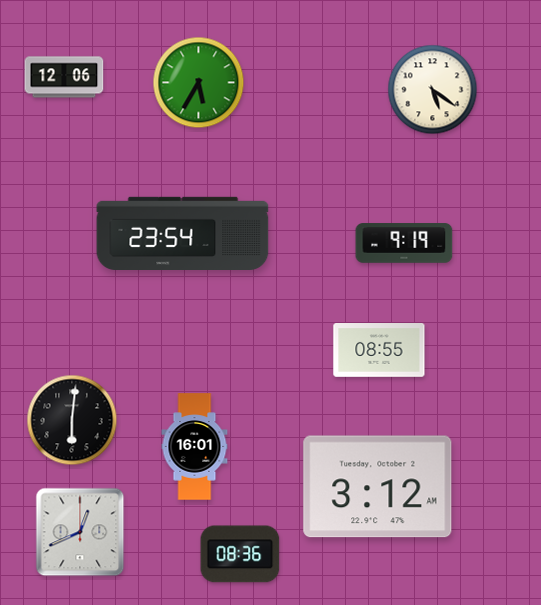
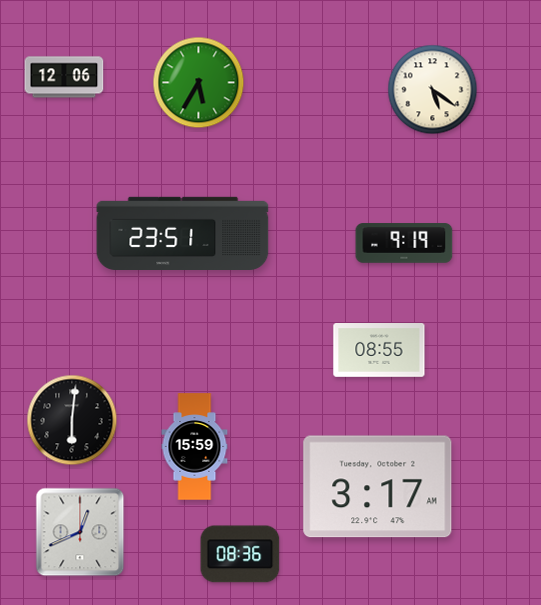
clock at (183, 233): 23:54 -> 23:51
clock at (195, 447): 16:01 -> 15:59
clock at (378, 487): 3:12 -> 3:17
